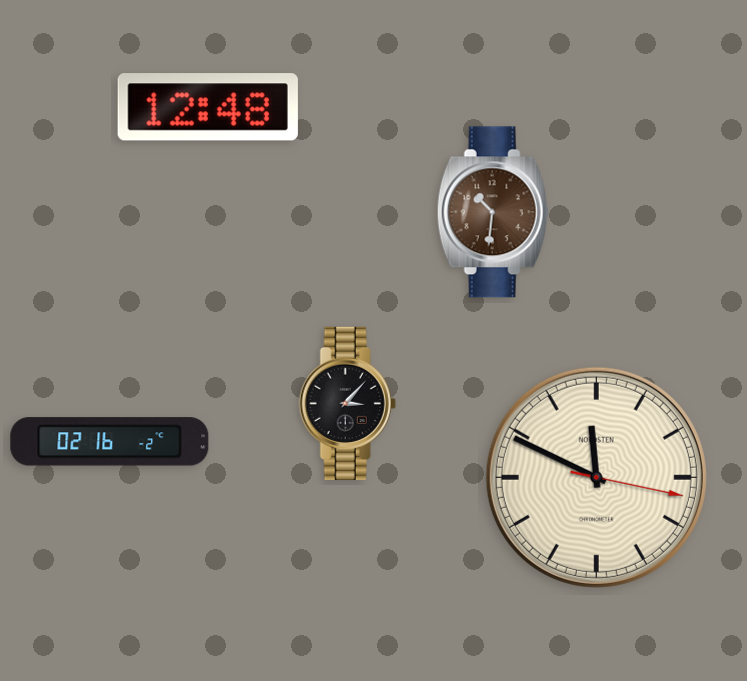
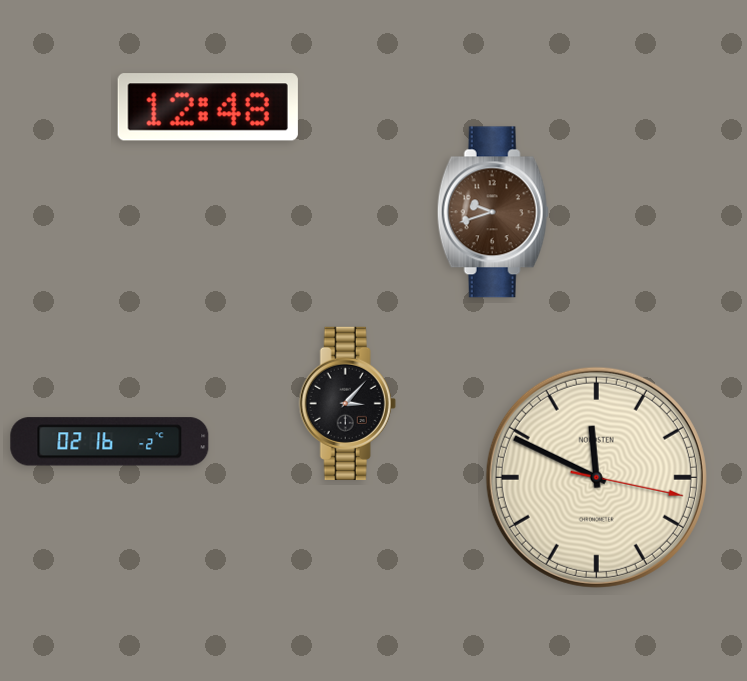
clock at (493, 212): 10:31 -> 9:42
